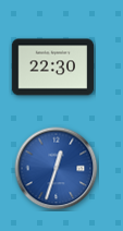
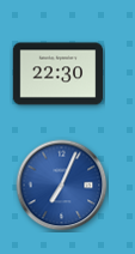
clock at (57, 169): 12:33 -> 7:04
